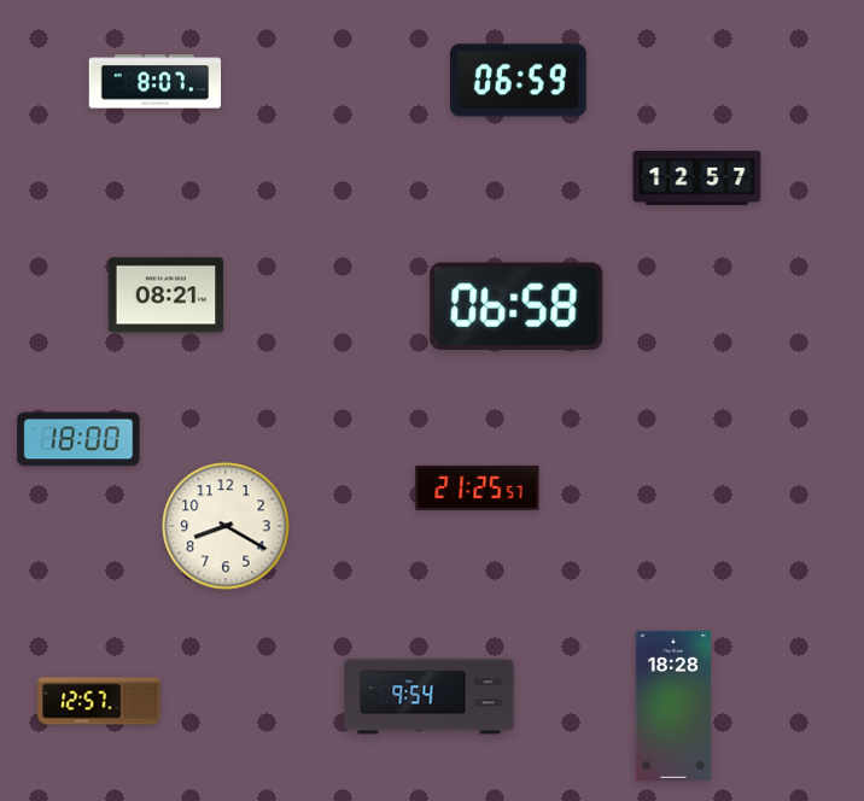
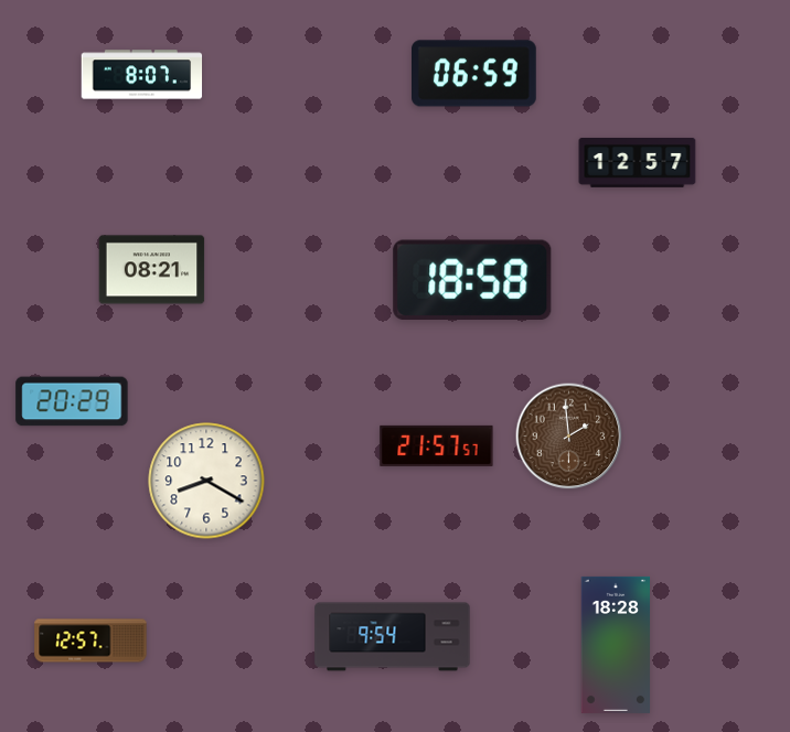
clock at (516, 305): 06:58 -> 18:58
clock at (78, 439): 18:00 -> 20:29
clock at (569, 437): none -> 1:59
clock at (478, 487): 21:25 -> 21:57
